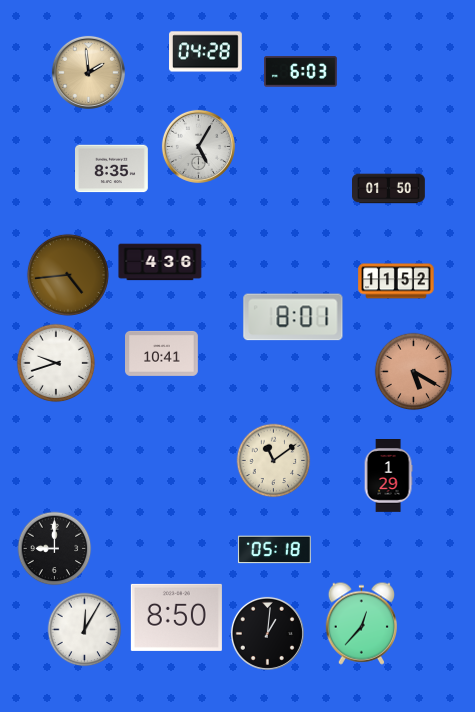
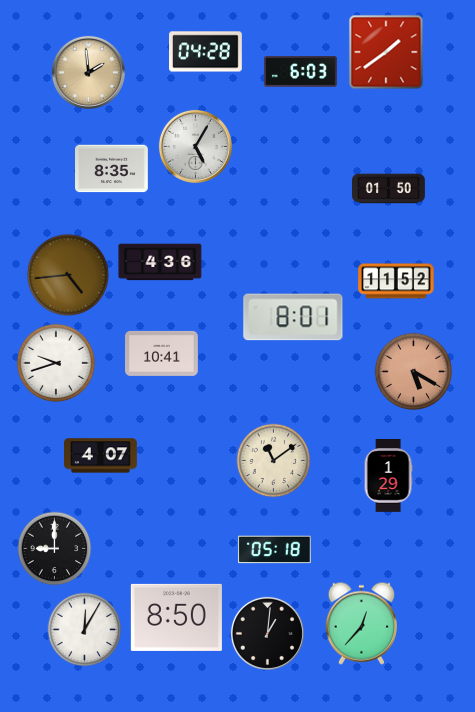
clock at (386, 52): none -> 1:39
clock at (198, 146) position: (198, 146) -> (195, 146)
clock at (101, 456): none -> 4:07
